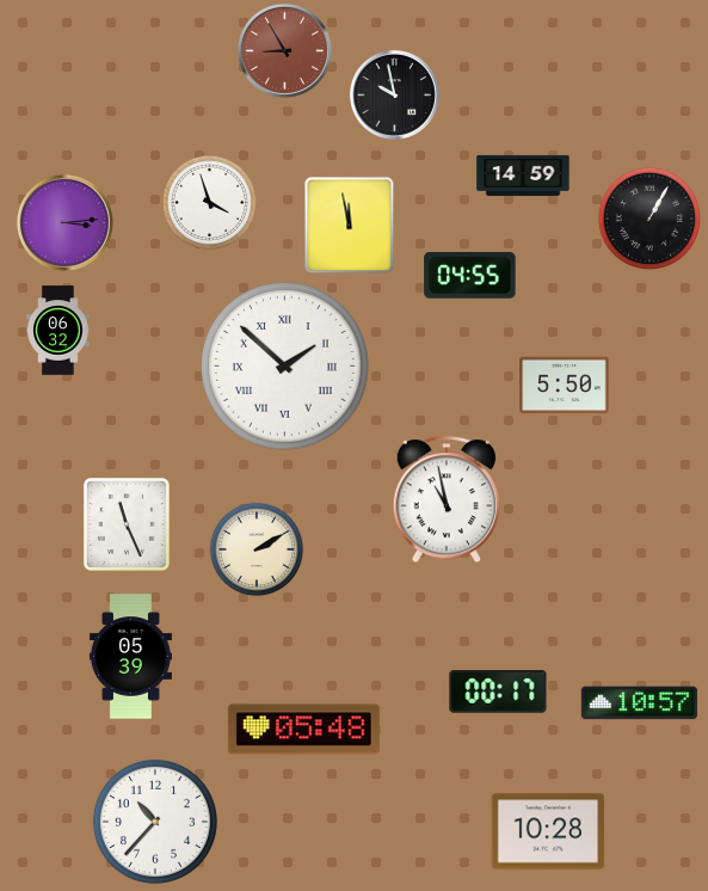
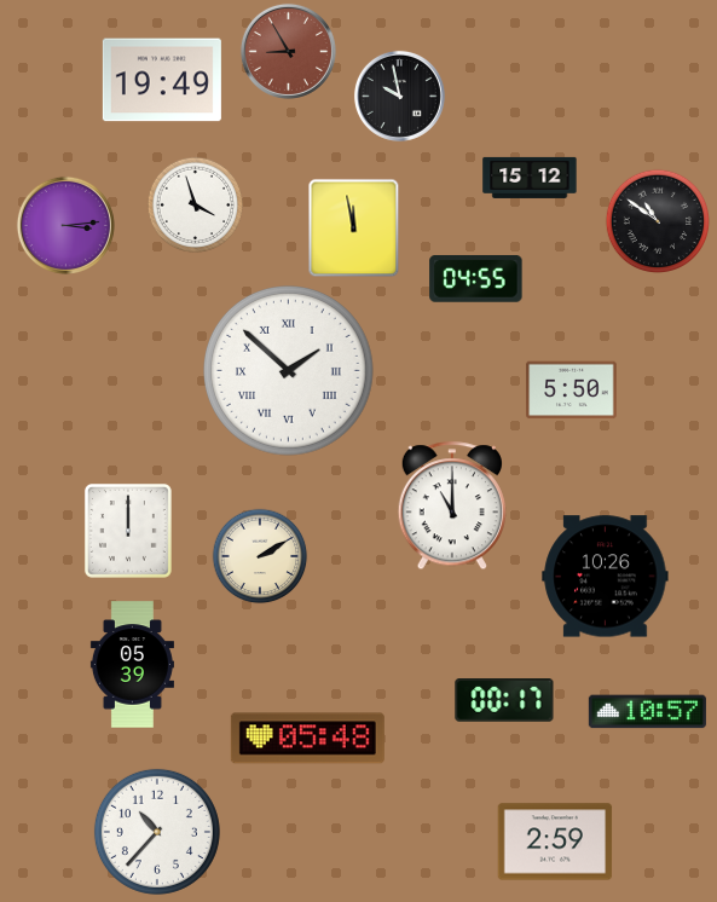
clock at (162, 80): none -> 19:49
clock at (523, 176): 14:59 -> 15:12
clock at (210, 203) position: (210, 203) -> (196, 206)
clock at (649, 219): 1:05 -> 10:51
clock at (59, 331): 06:32 -> none
clock at (447, 500): 10:58 -> 11:00
clock at (127, 526): 11:26 -> 12:00
clock at (606, 577): none -> 10:26
clock at (548, 831): 10:28 -> 2:59
